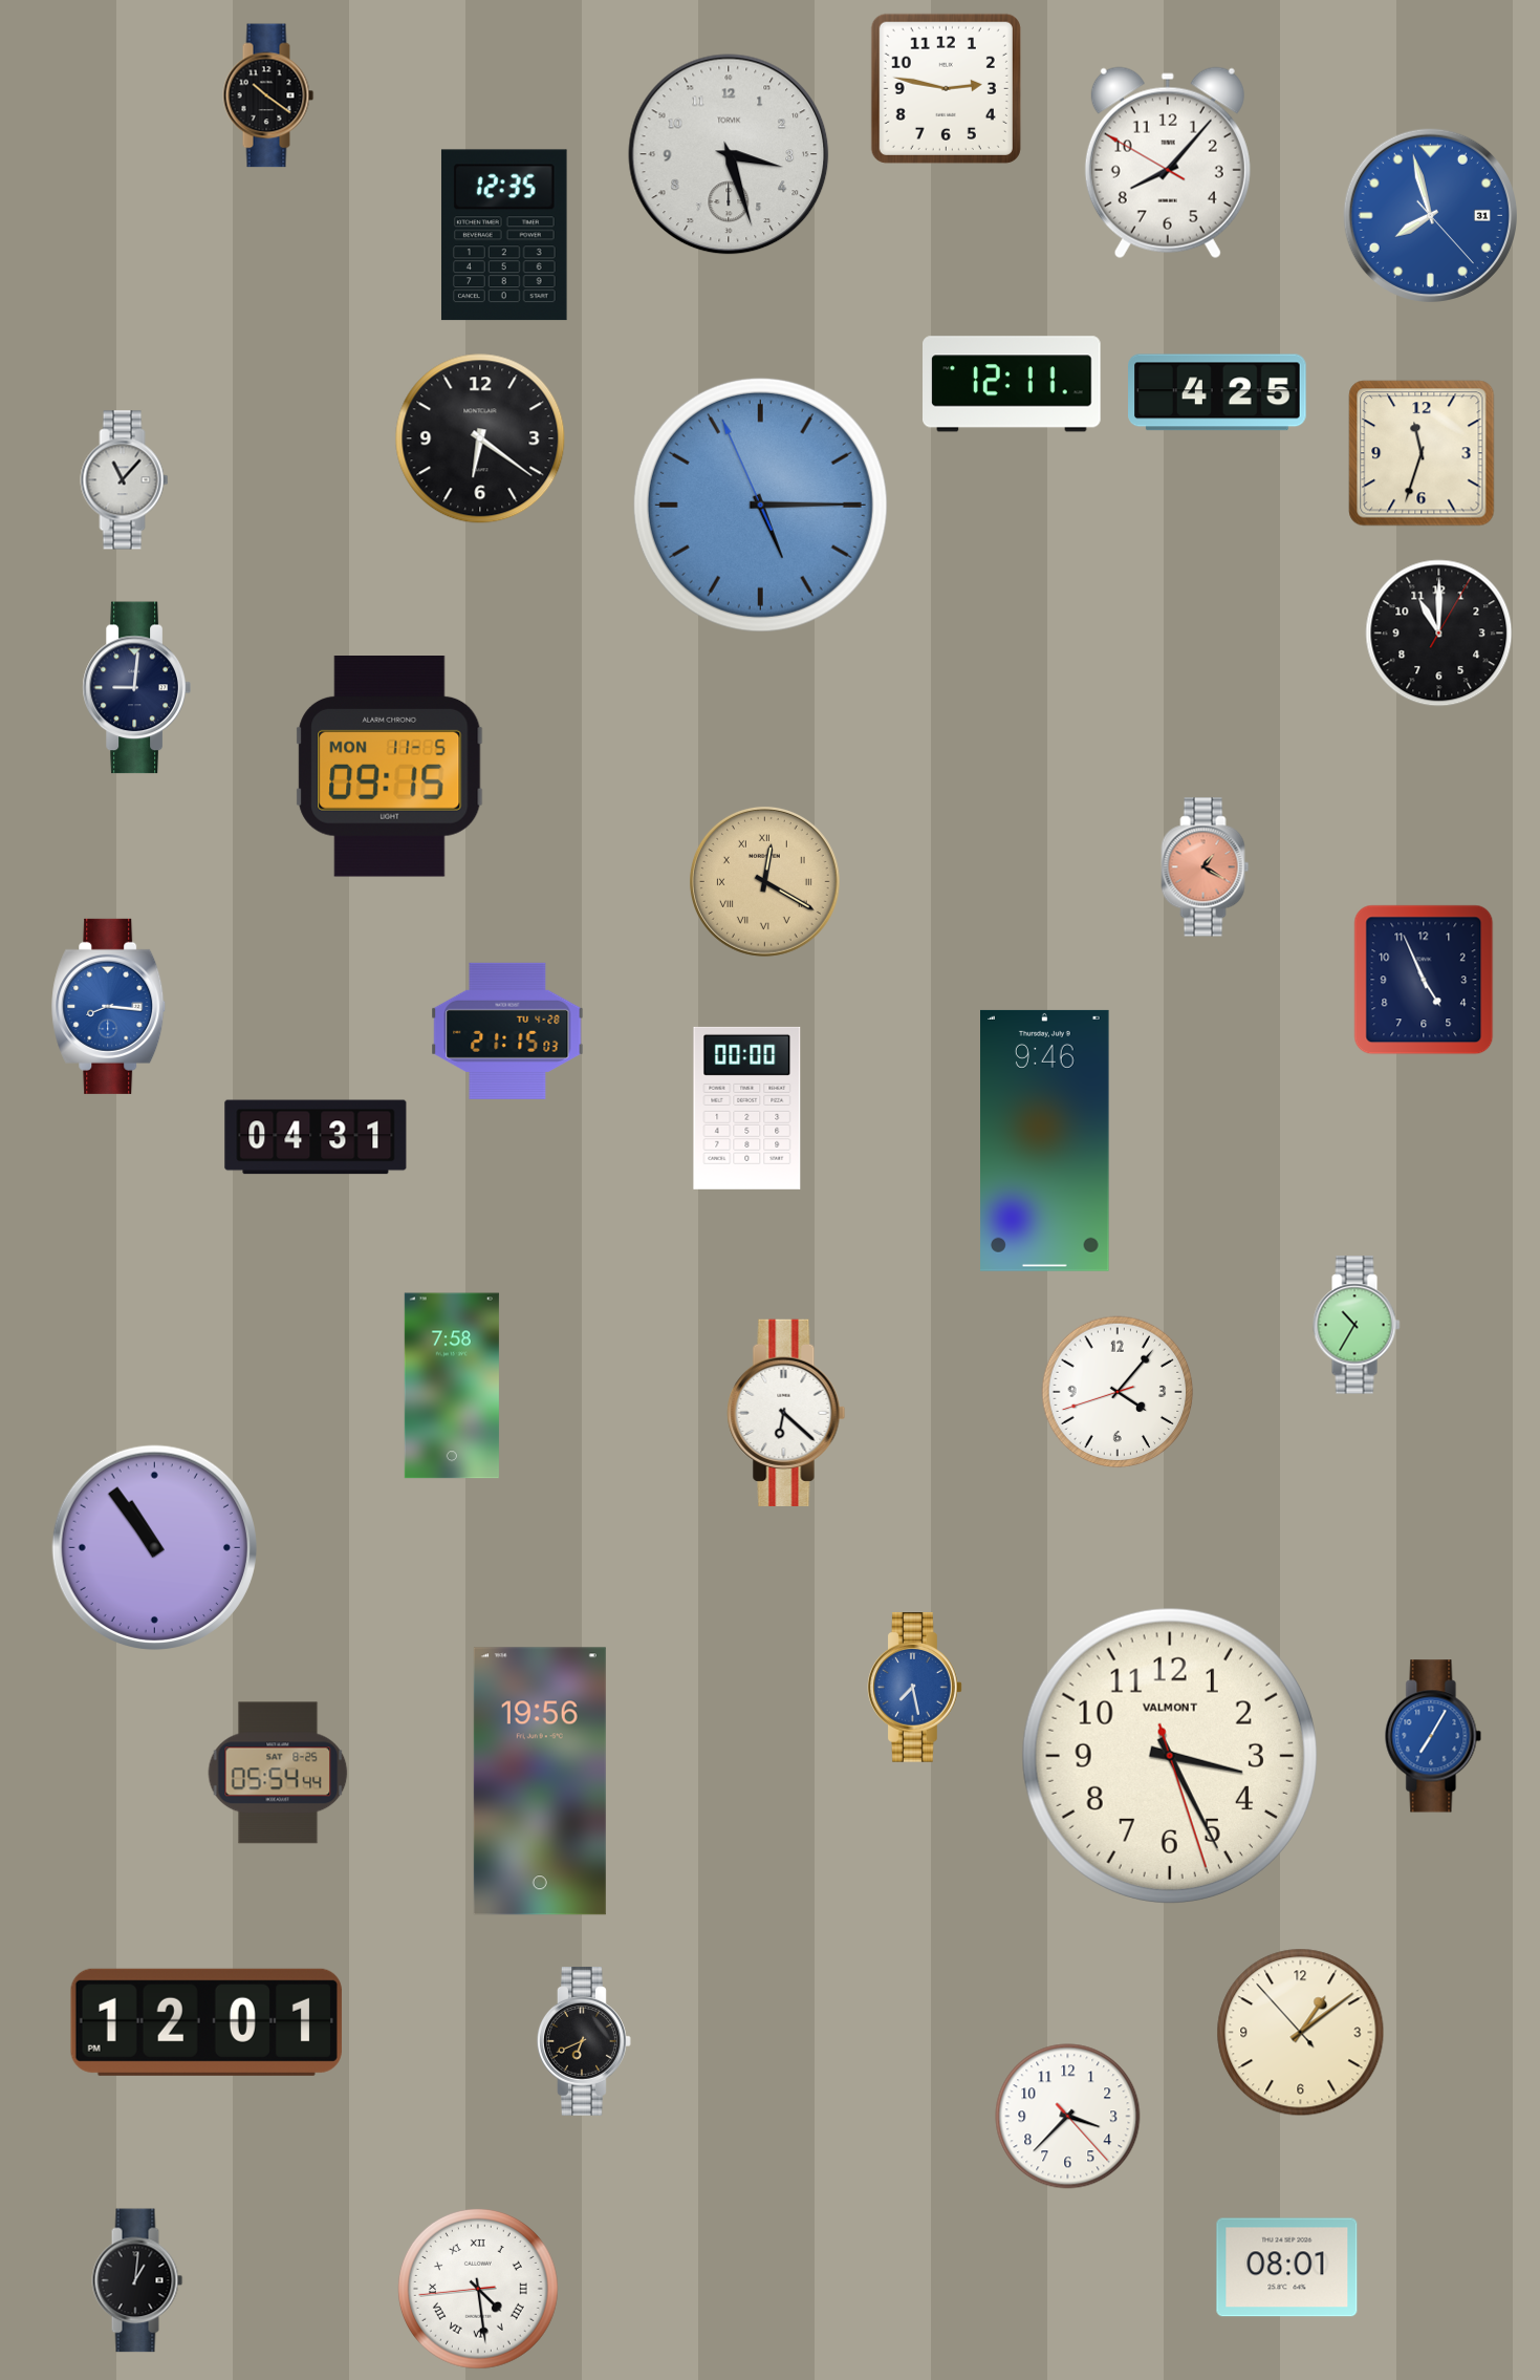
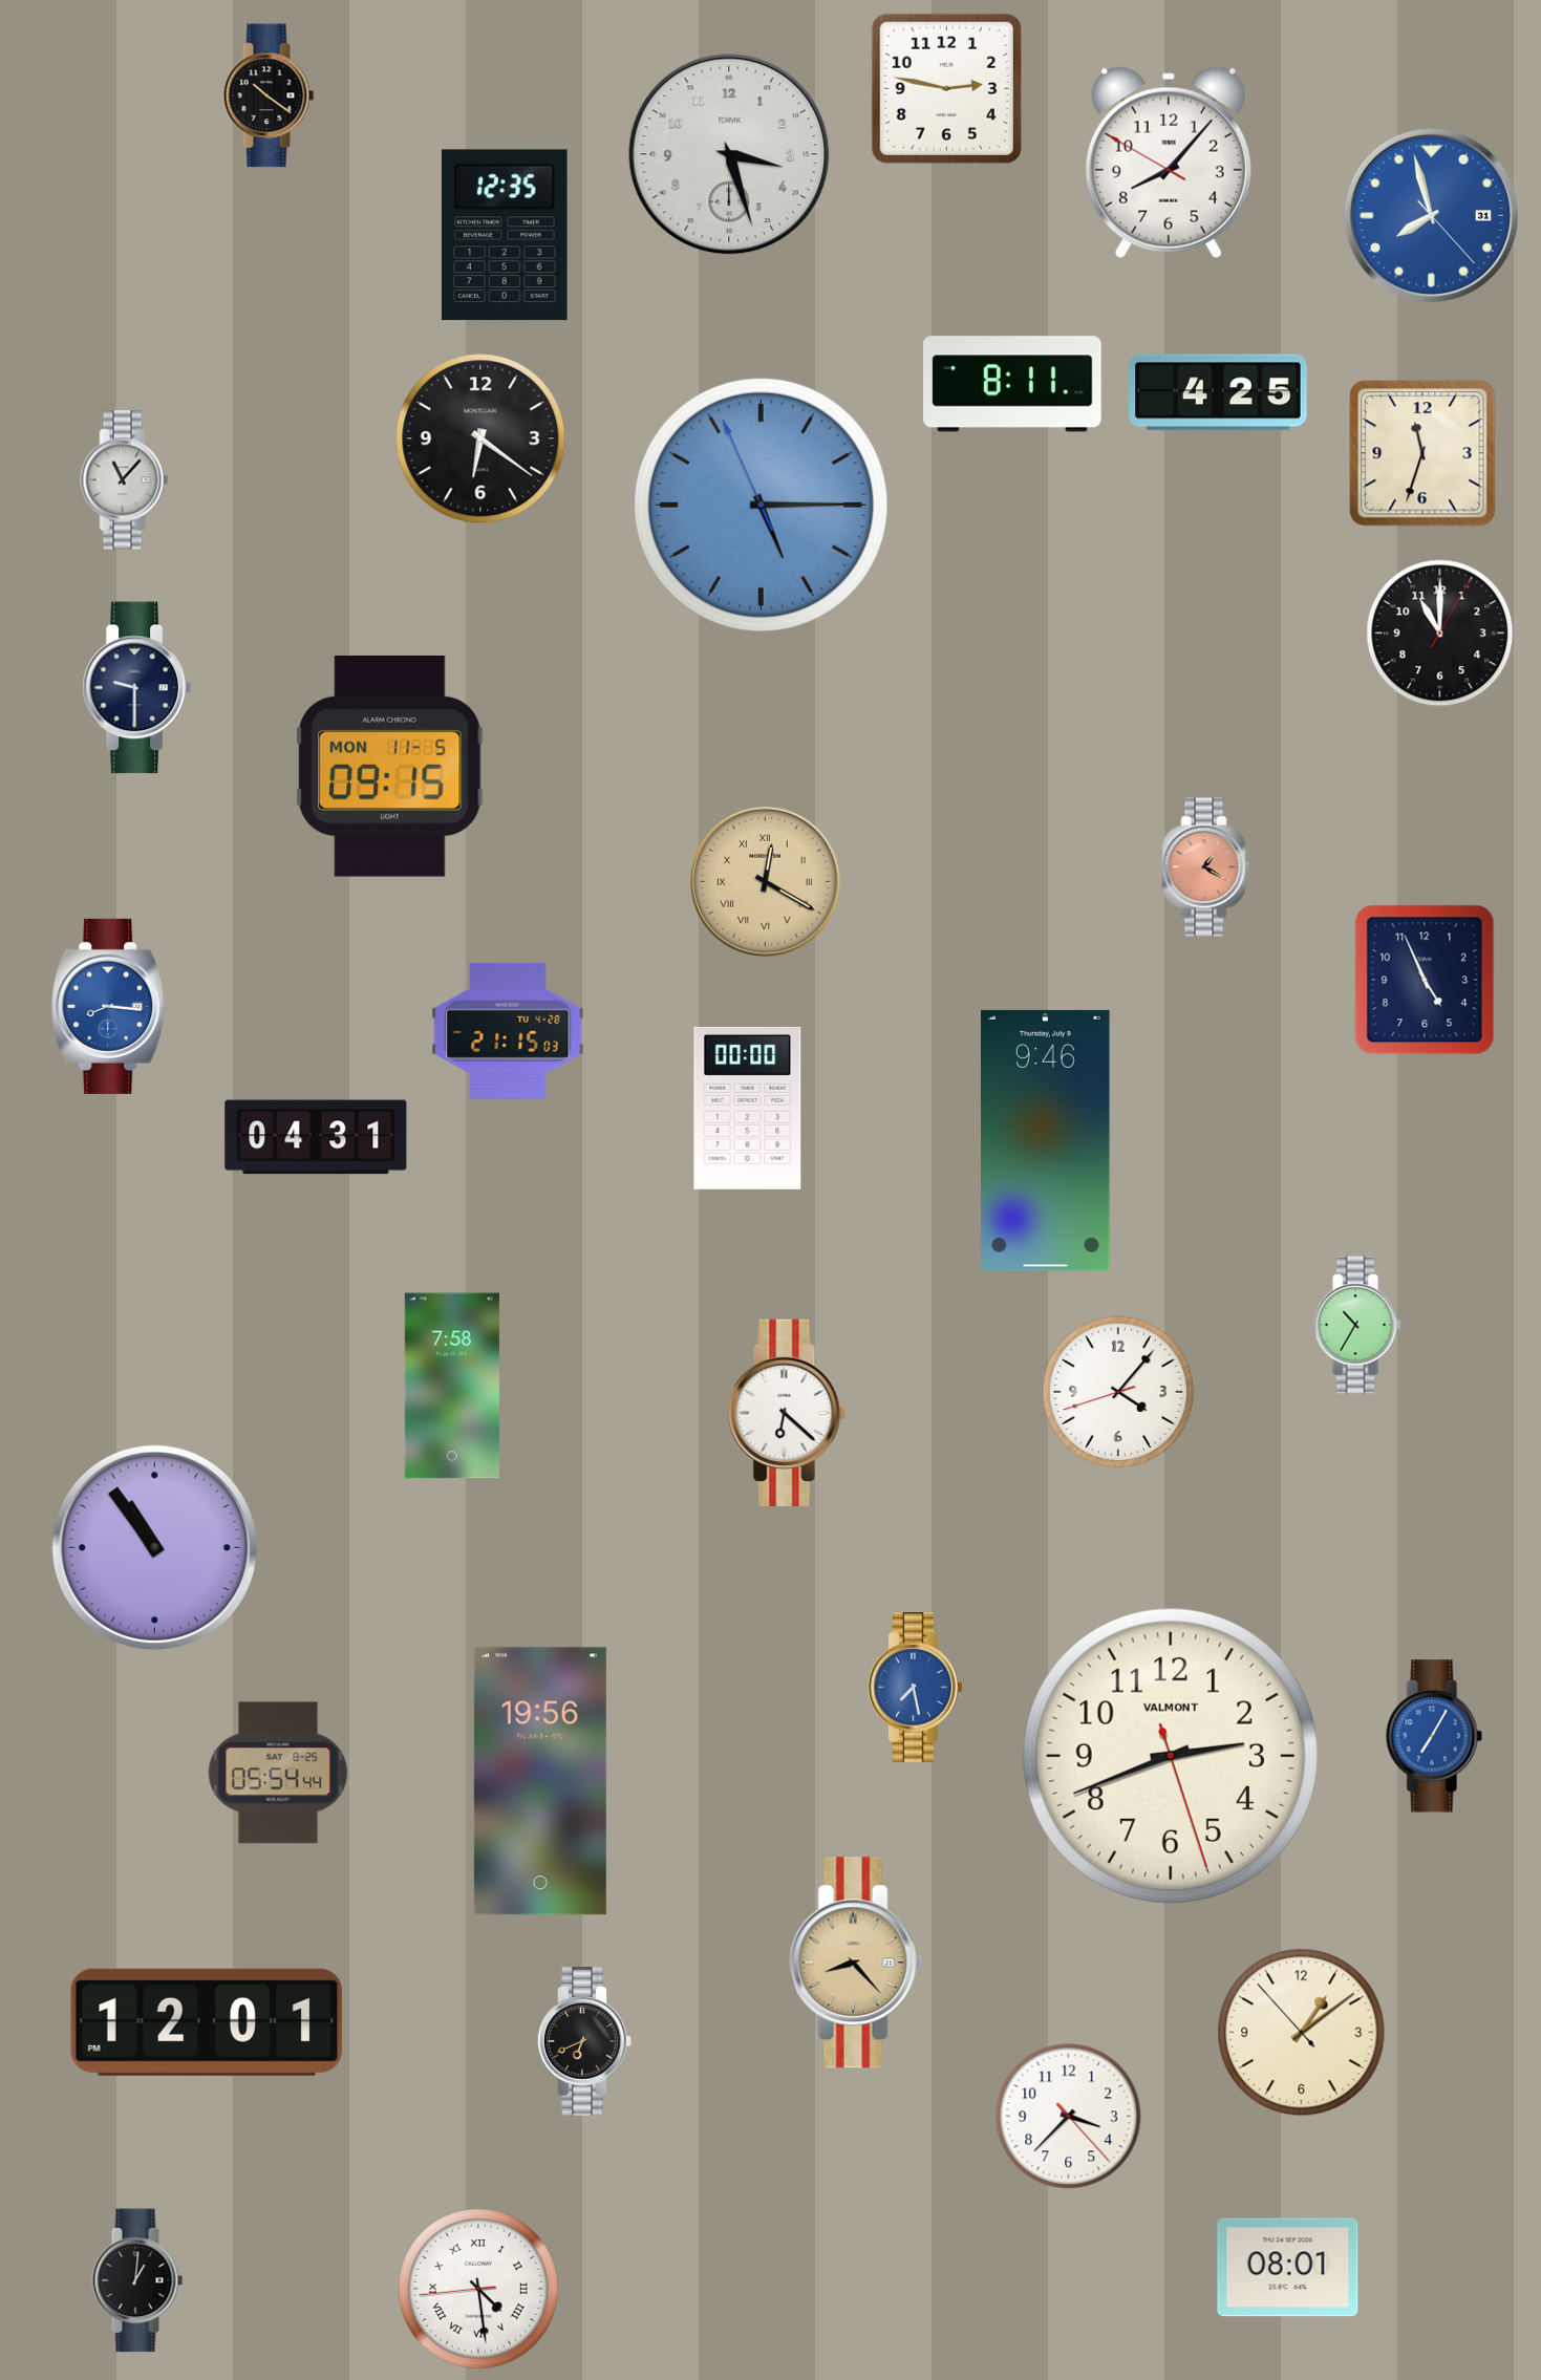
clock at (1013, 384): 12:11 -> 8:11
clock at (136, 688): 9:01 -> 9:30
clock at (1170, 1756): 3:25 -> 2:41
clock at (856, 1963): none -> 8:23
